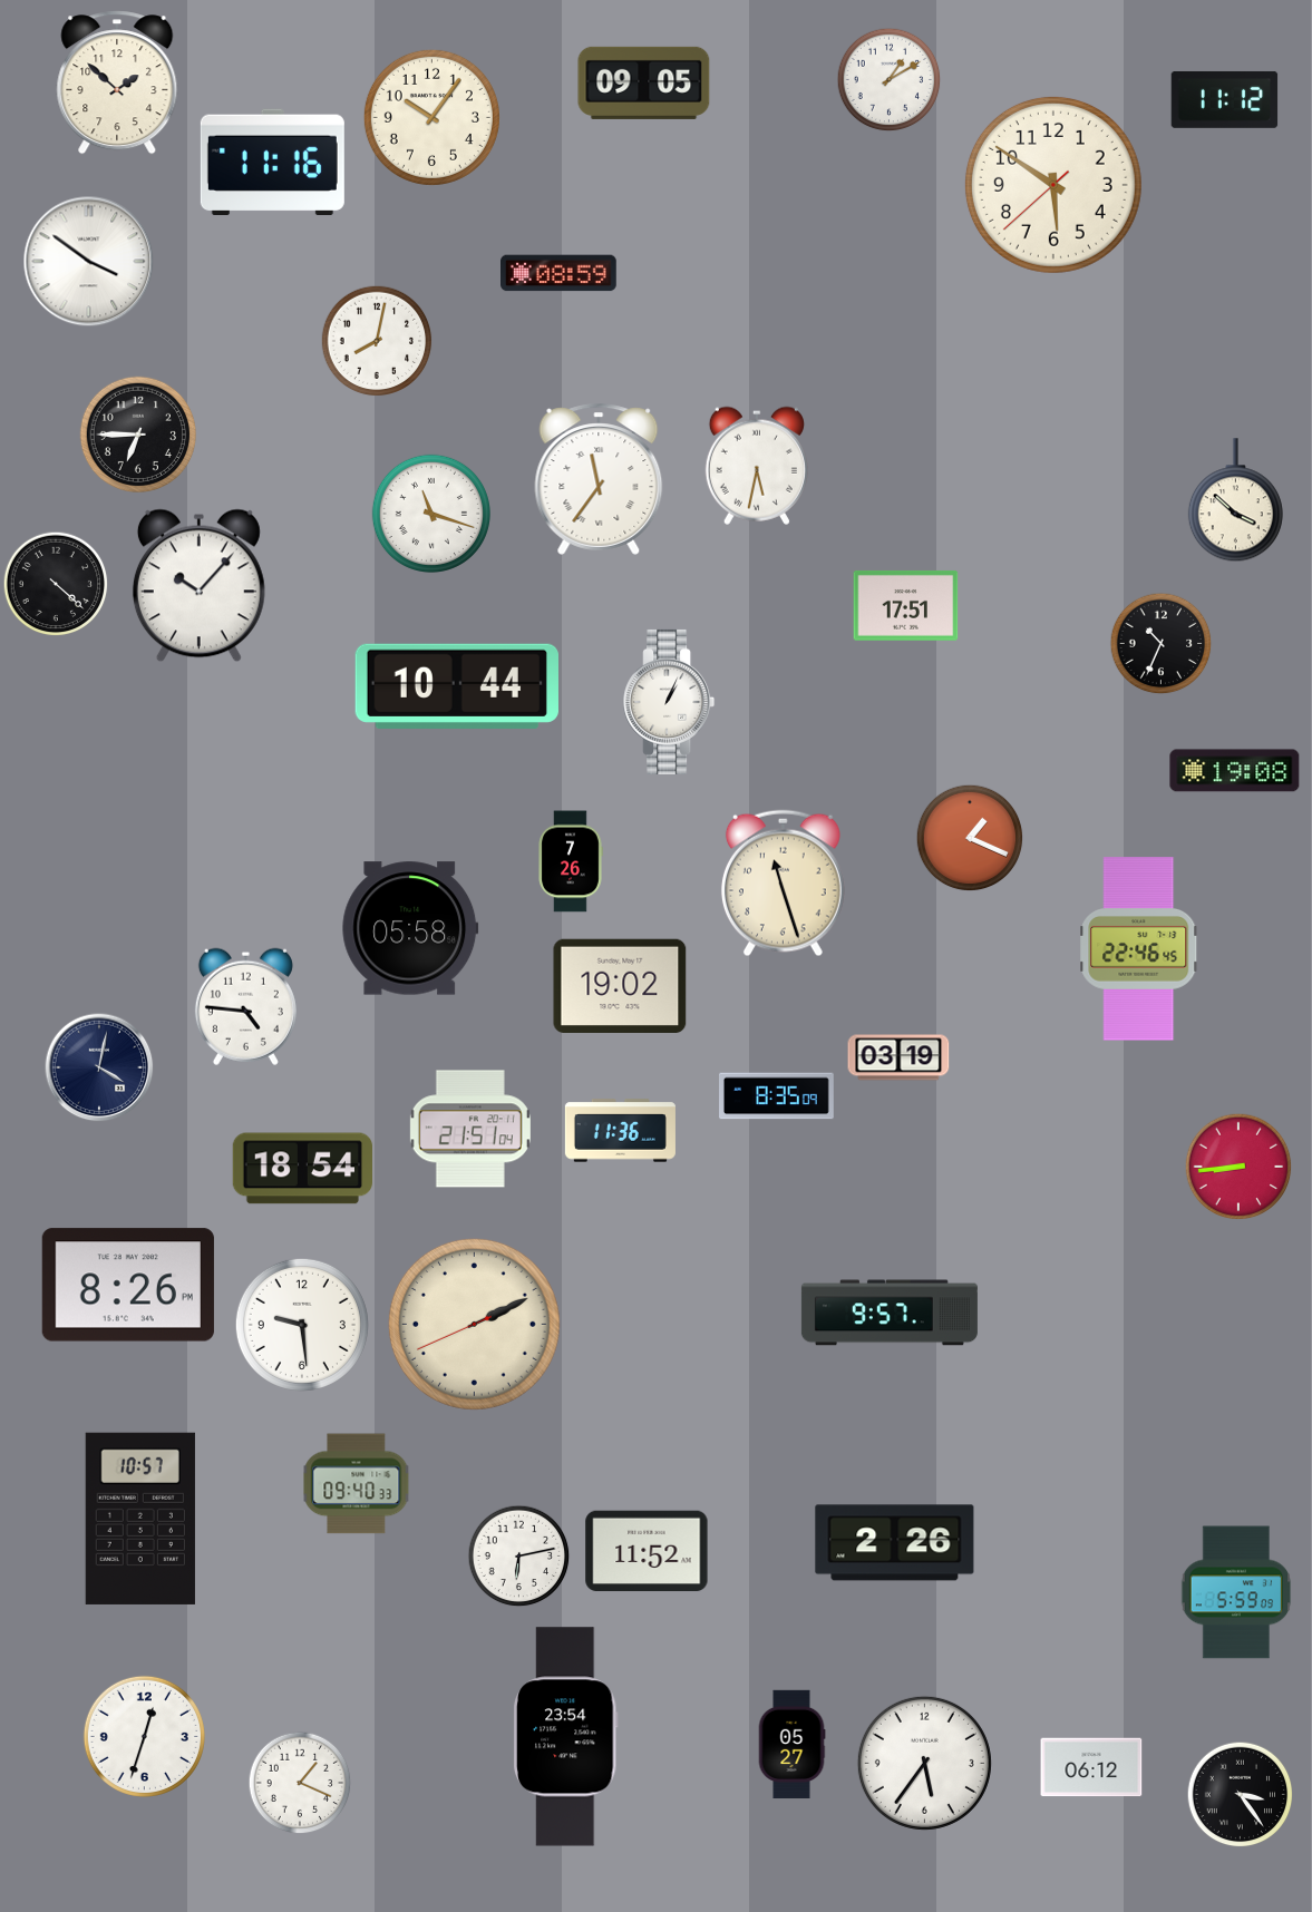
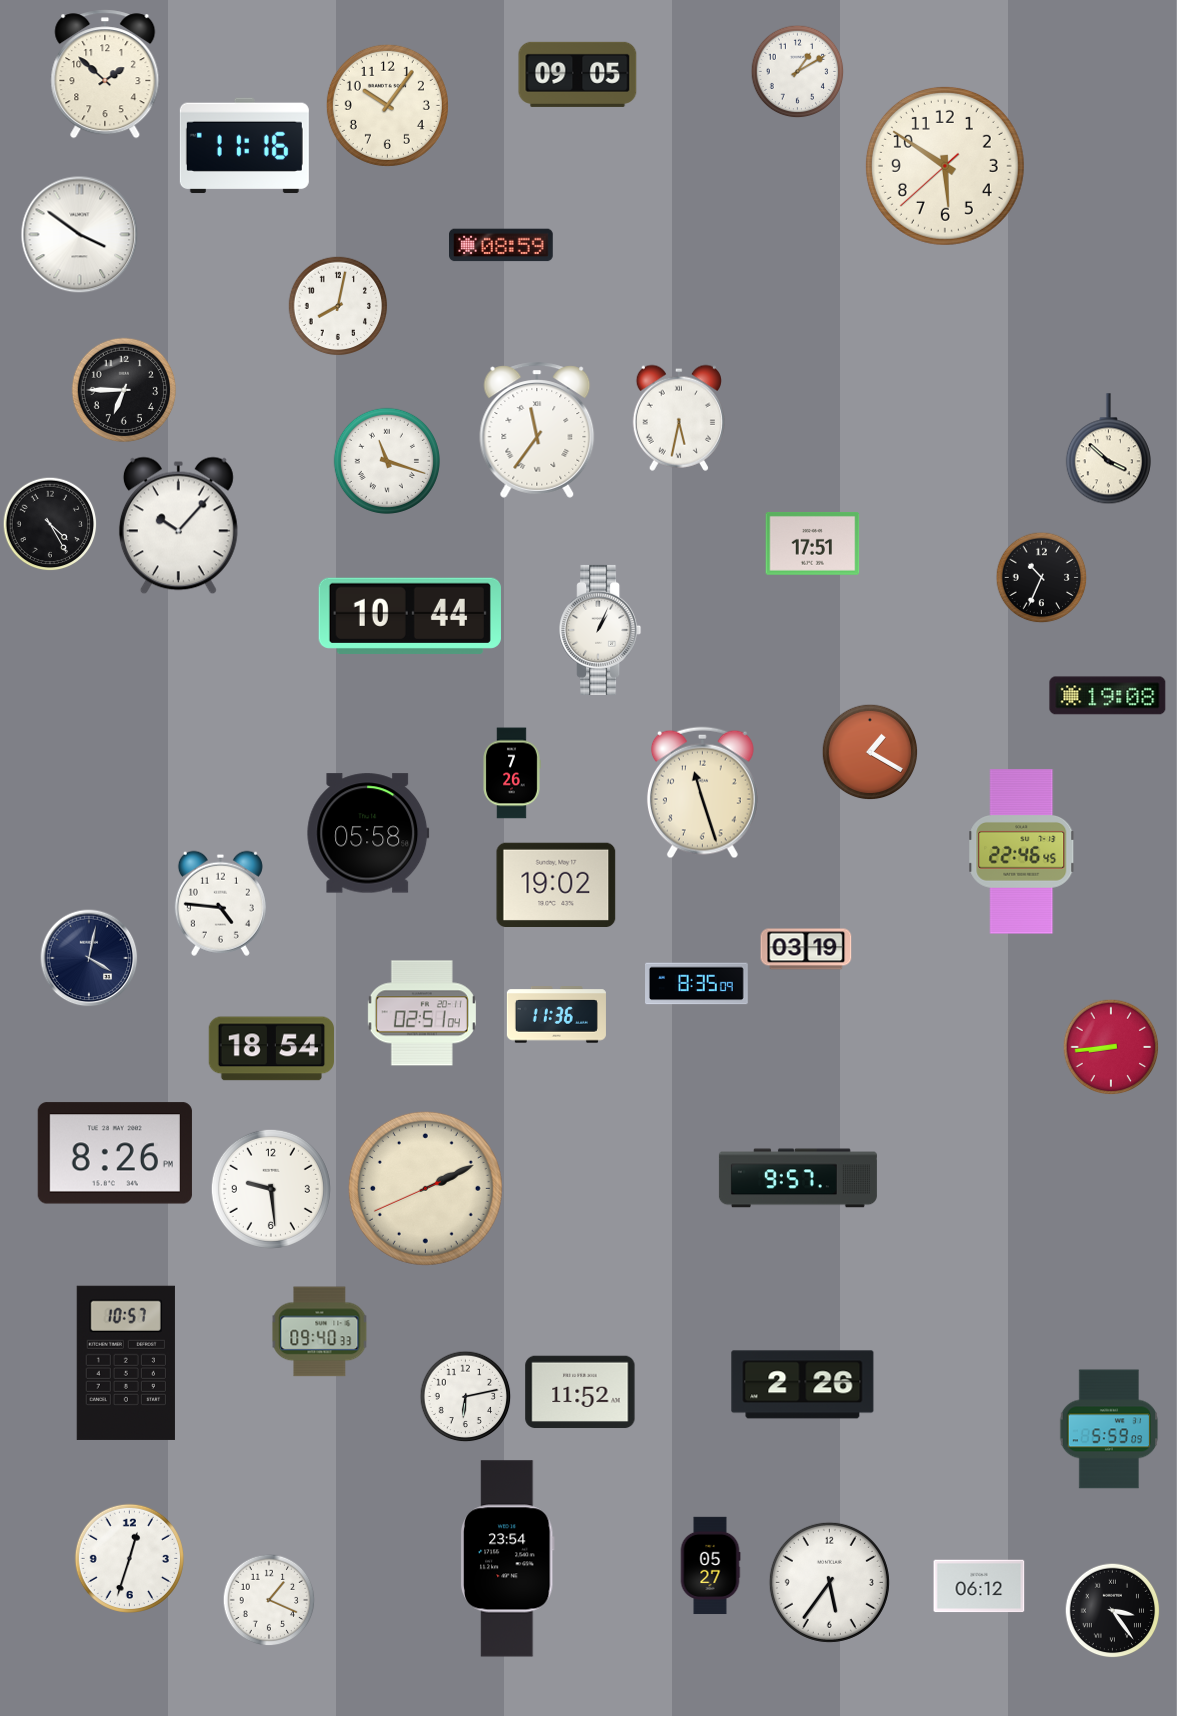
clock at (1225, 99): 11:12 -> none
clock at (56, 584): 4:22 -> 4:25
clock at (1235, 771) position: (1235, 771) -> (1108, 696)
clock at (970, 838): 1:19 -> 1:20
clock at (470, 1129): 21:51 -> 02:51
